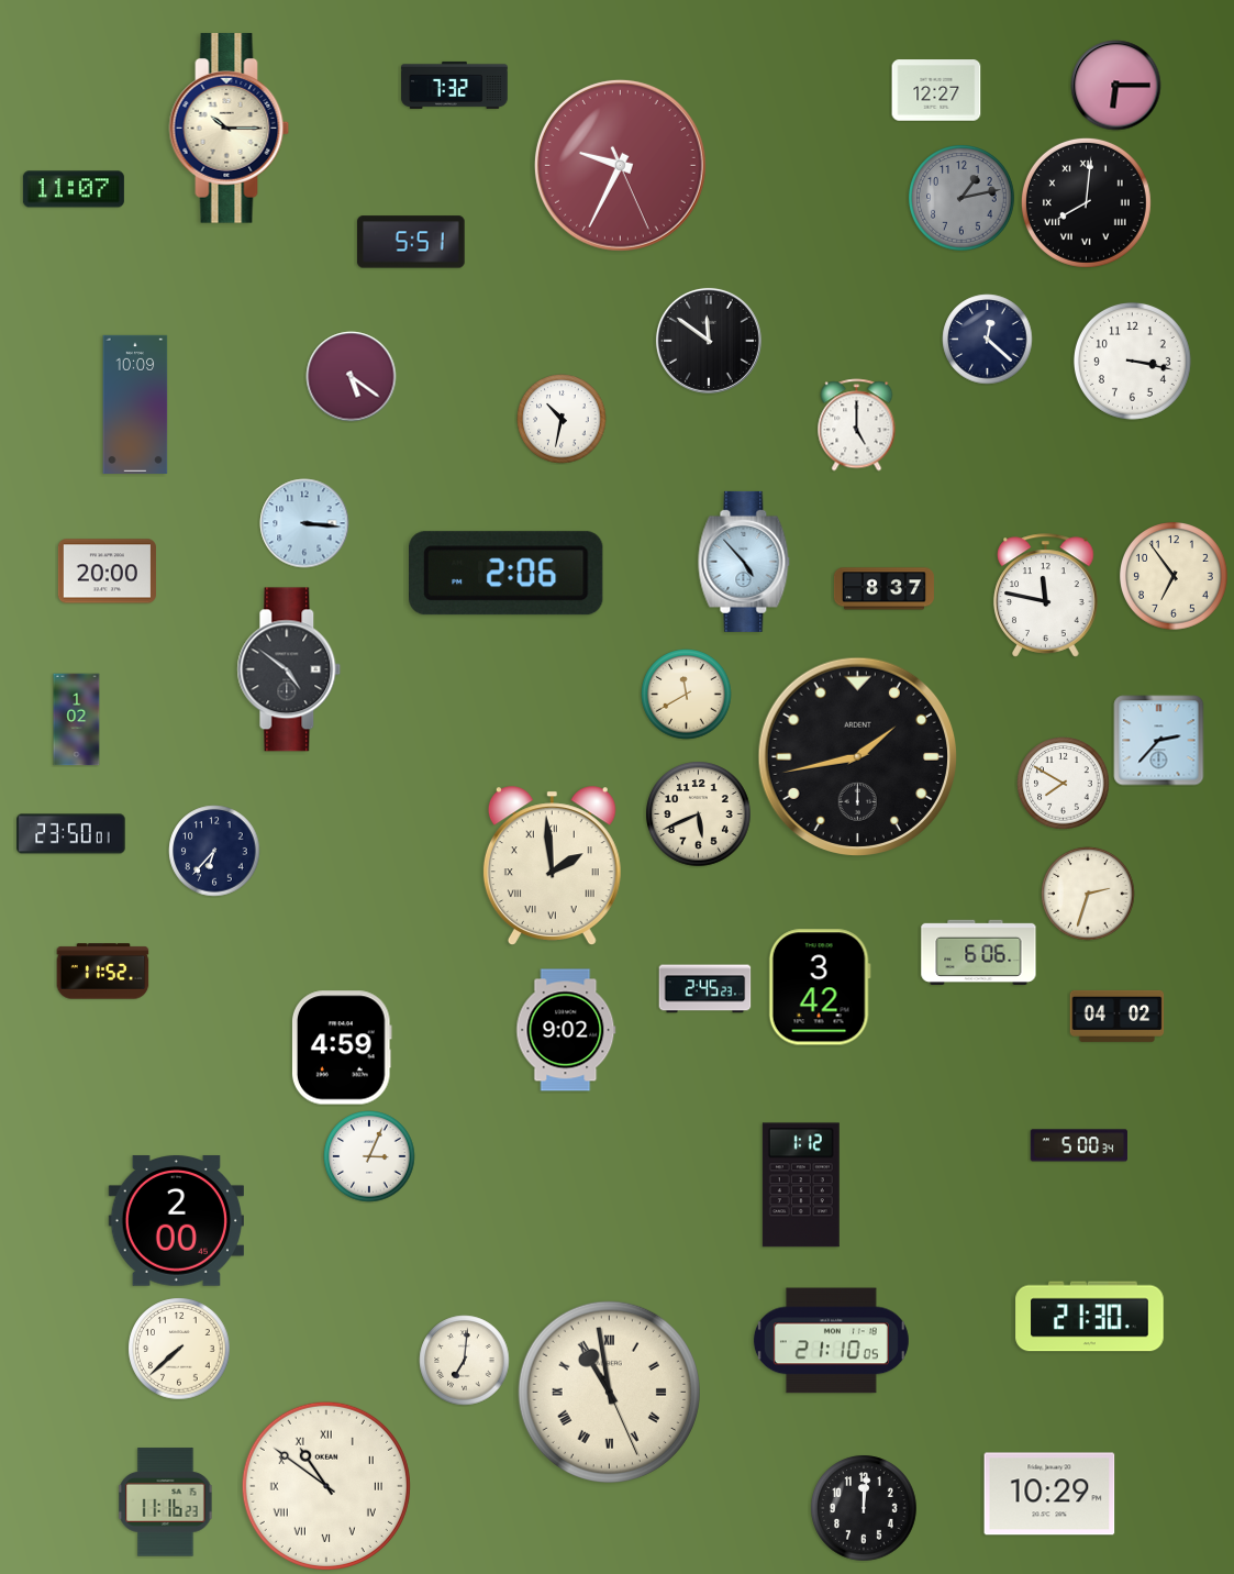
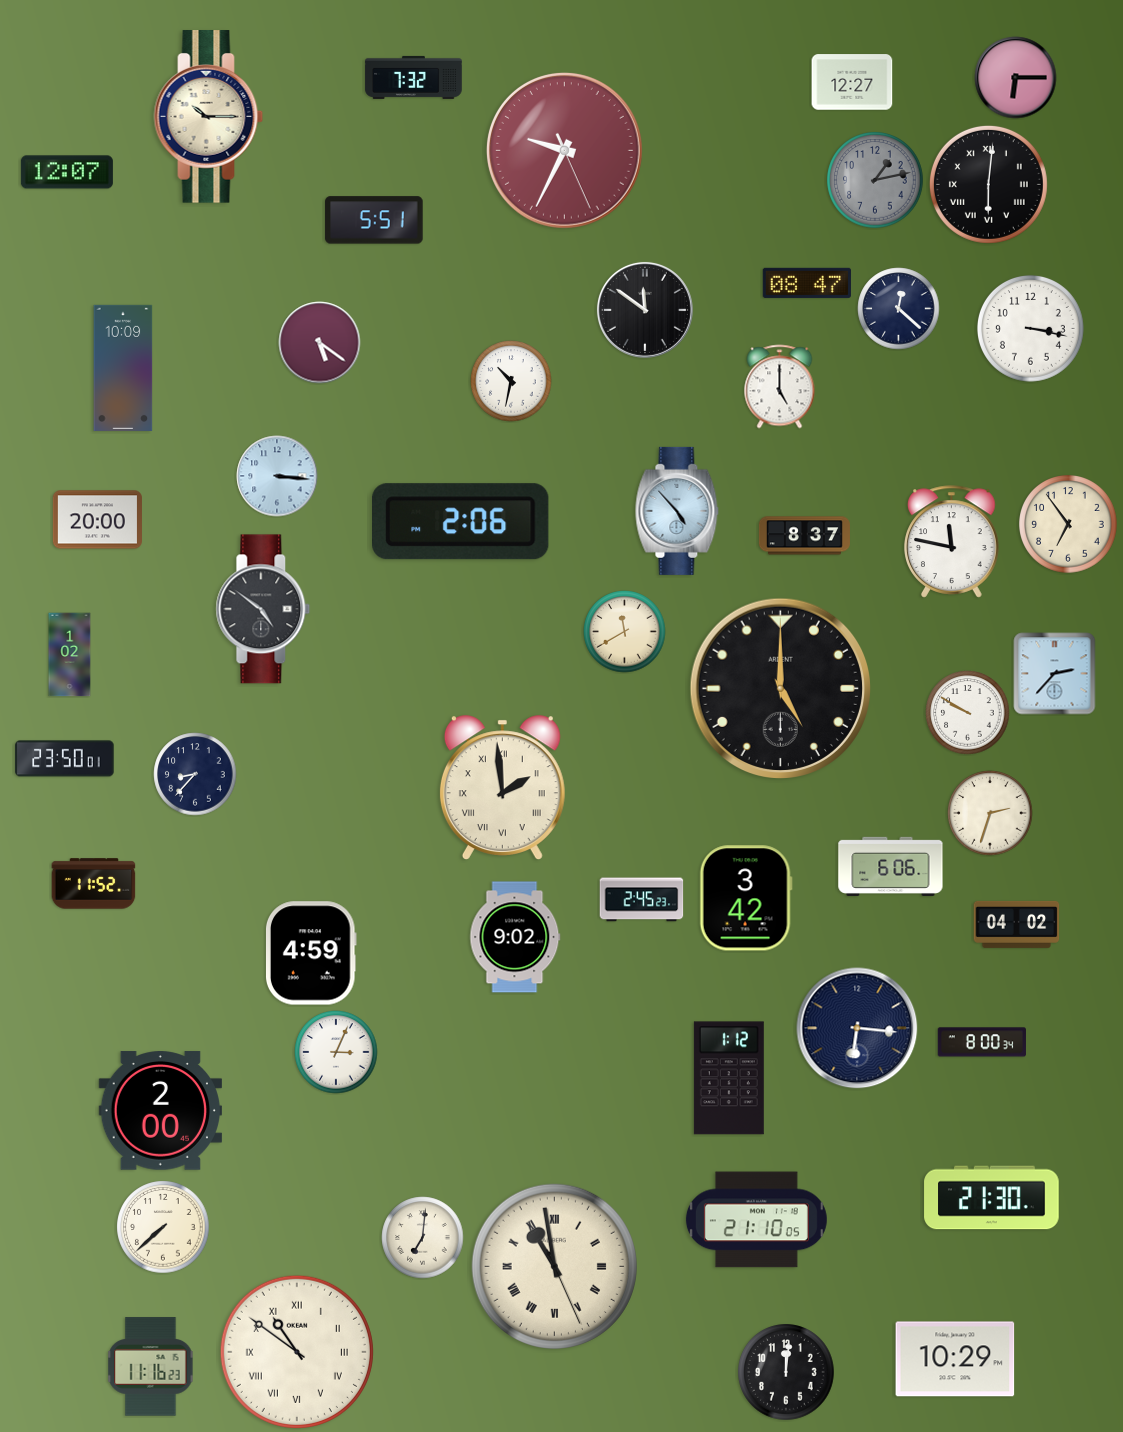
clock at (74, 189): 11:07 -> 12:07
clock at (1086, 202): 8:01 -> 6:01
clock at (807, 283): none -> 08:47
clock at (857, 756): 1:43 -> 5:00
clock at (1064, 784): 7:50 -> 9:50
clock at (699, 814): 5:41 -> none
clock at (214, 851): 6:37 -> 8:37
clock at (857, 1028): none -> 6:16
clock at (1079, 1145): 5:00 -> 8:00
